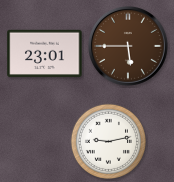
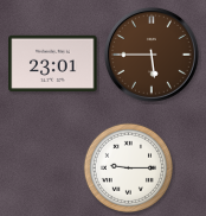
clock at (108, 141): 9:13 -> 9:15
